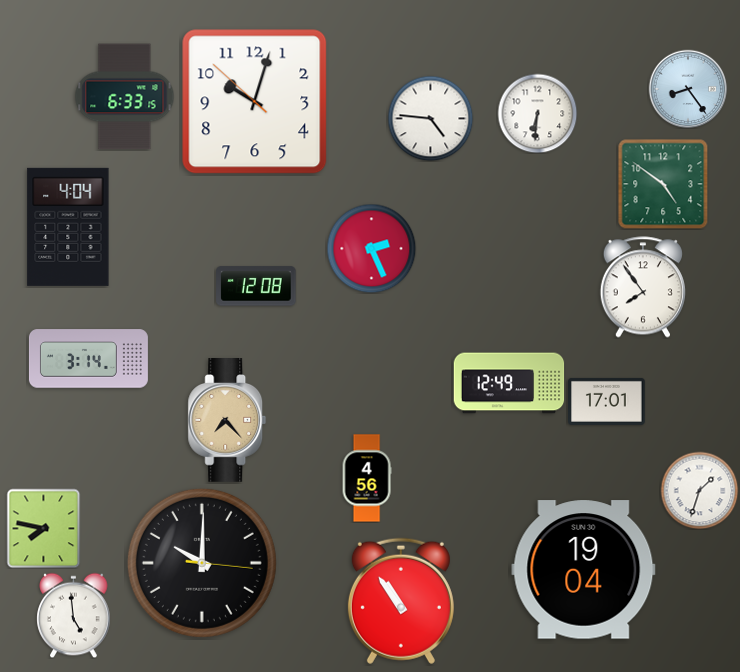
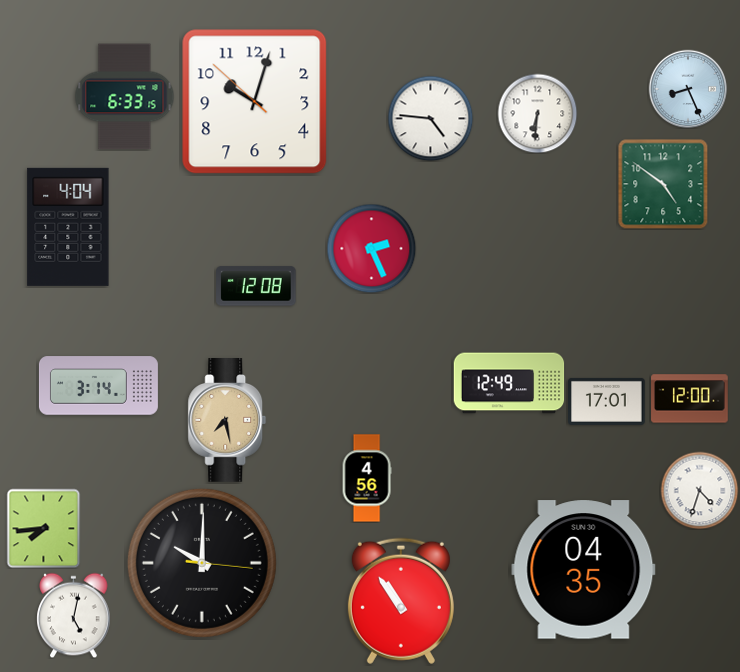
clock at (688, 89): 8:24 -> 8:26
clock at (643, 287): 7:54 -> none
clock at (88, 359) position: (88, 359) -> (98, 386)
clock at (690, 399): none -> 12:00
clock at (227, 421): 7:23 -> 7:28
clock at (699, 490): 1:33 -> 4:33
clock at (44, 528): 7:47 -> 7:44
clock at (584, 570): 19:04 -> 04:35
clock at (74, 615): 4:59 -> 5:02
